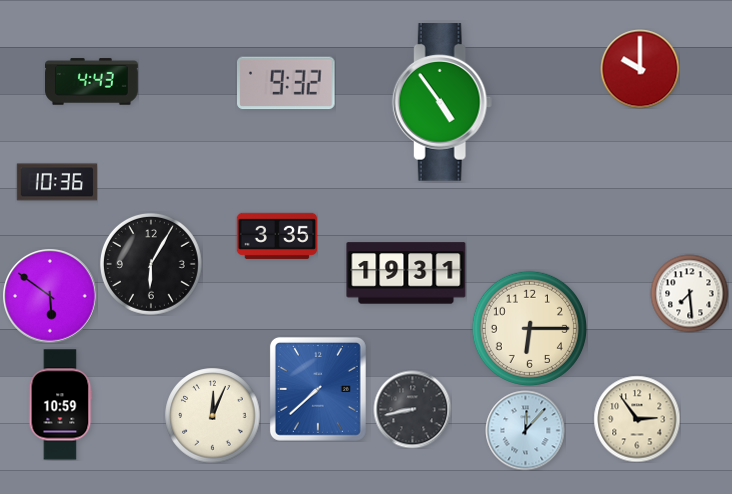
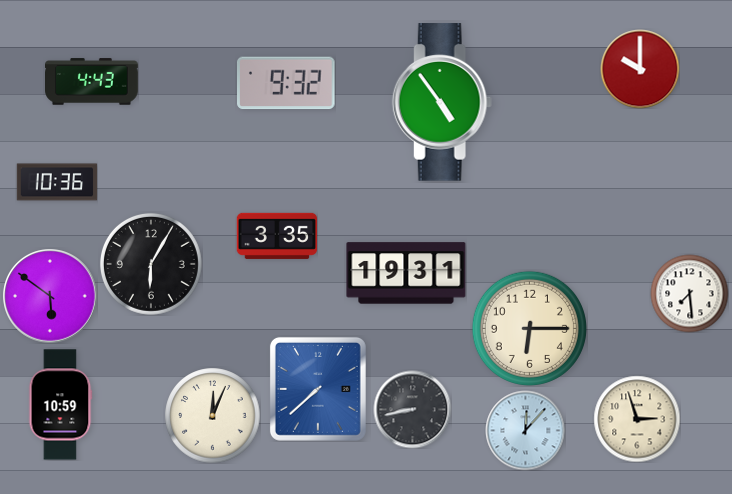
clock at (637, 419): 2:54 -> 2:57
